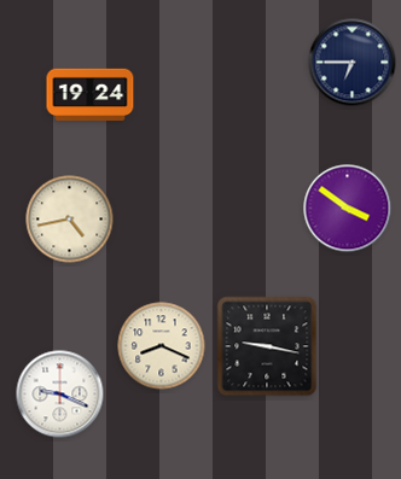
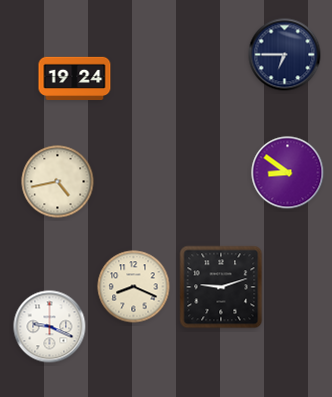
clock at (353, 63) position: (353, 63) -> (285, 55)
clock at (348, 209): 3:51 -> 8:51
clock at (267, 346): 9:17 -> 9:12
